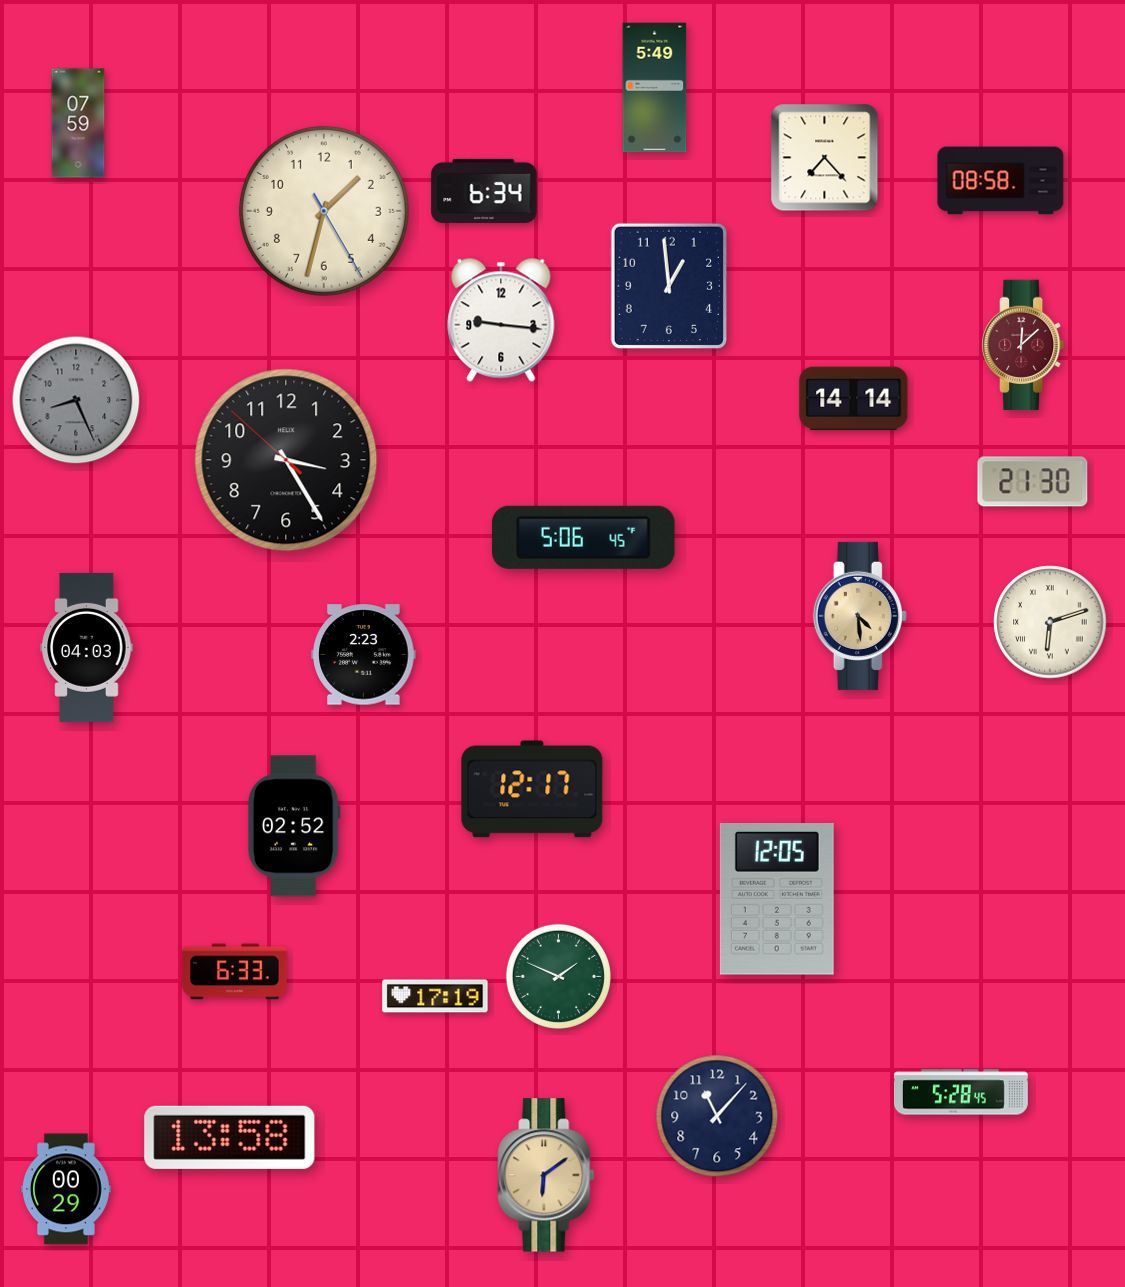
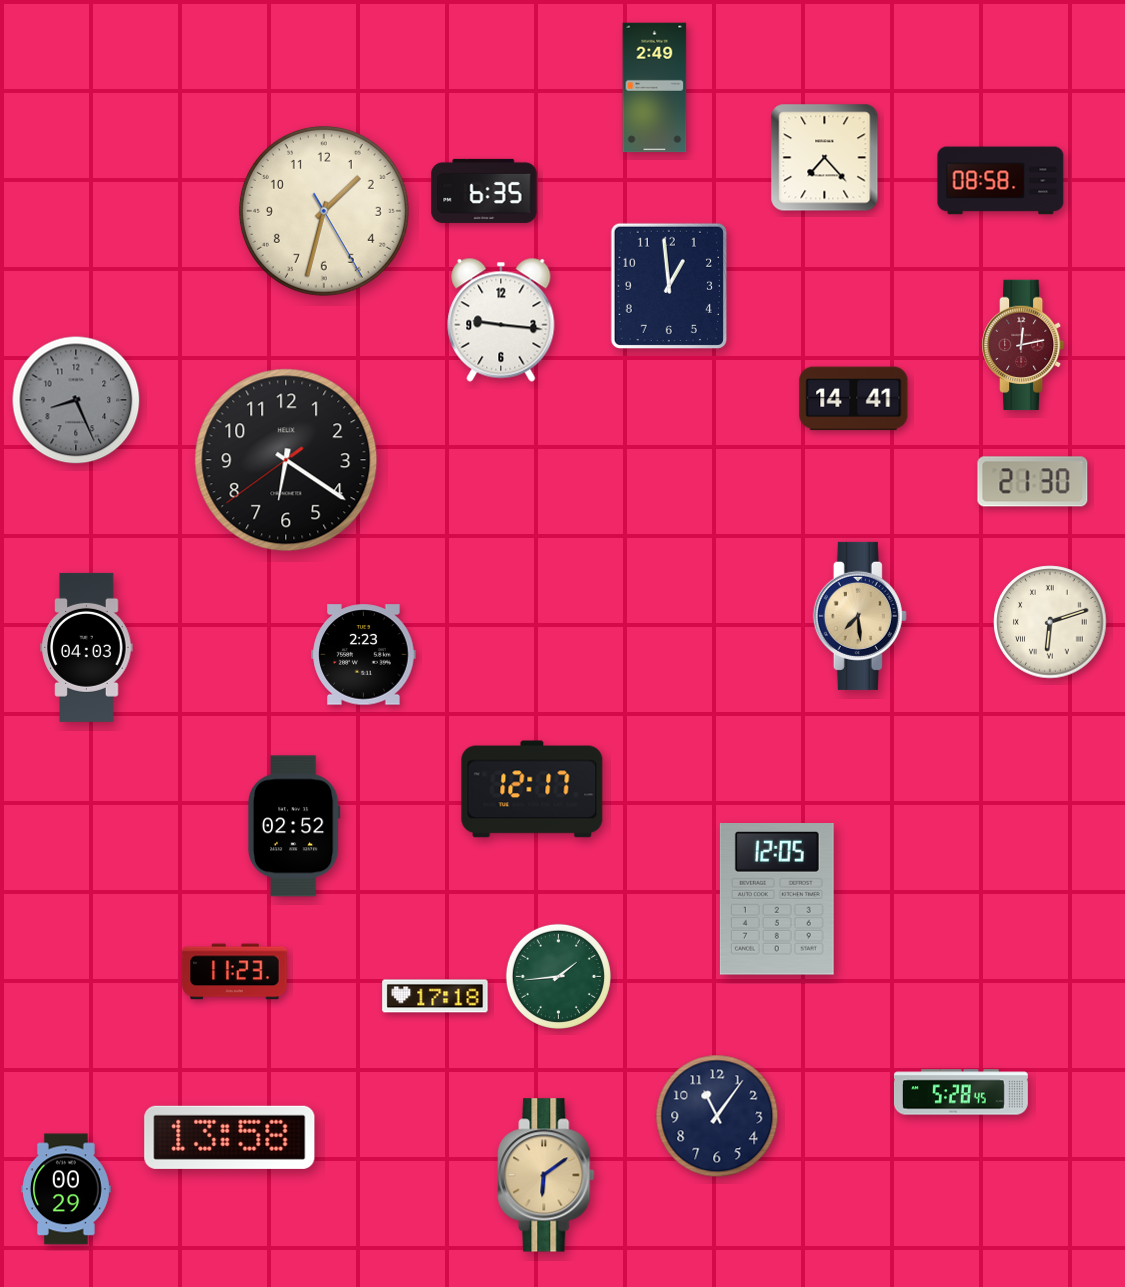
clock at (655, 88): 5:49 -> 2:49
clock at (78, 123): 07:59 -> none
clock at (484, 191): 6:34 -> 6:35
clock at (1024, 345): 12:08 -> 12:13
clock at (854, 399): 14:14 -> 14:41
clock at (286, 460): 3:24 -> 6:20
clock at (583, 537): 5:06 -> none
clock at (860, 616): 4:29 -> 7:29
clock at (235, 972): 6:33 -> 11:23
clock at (558, 976): 1:49 -> 1:44
clock at (435, 996): 17:19 -> 17:18
clock at (717, 1116): 11:07 -> 11:06
